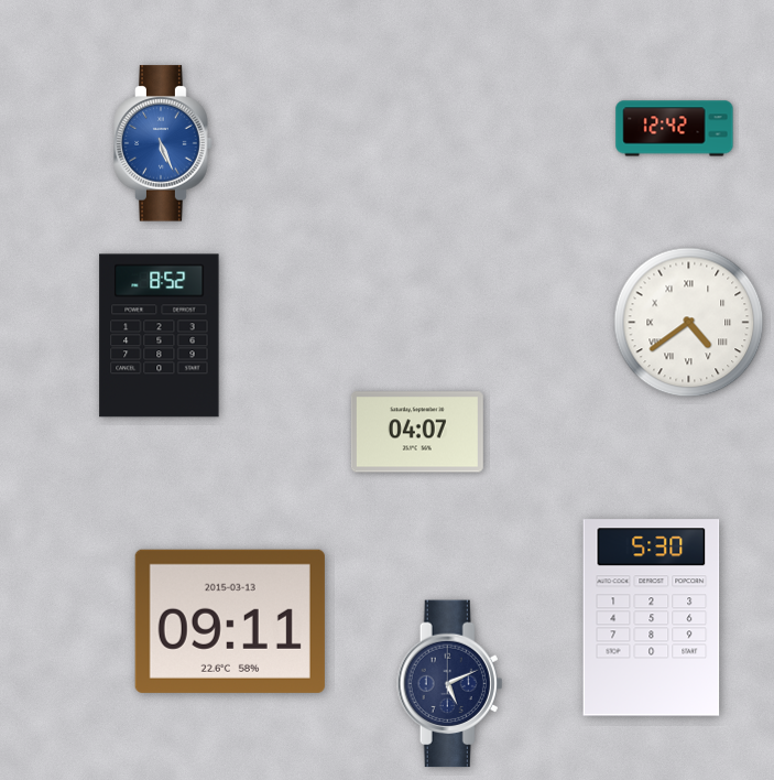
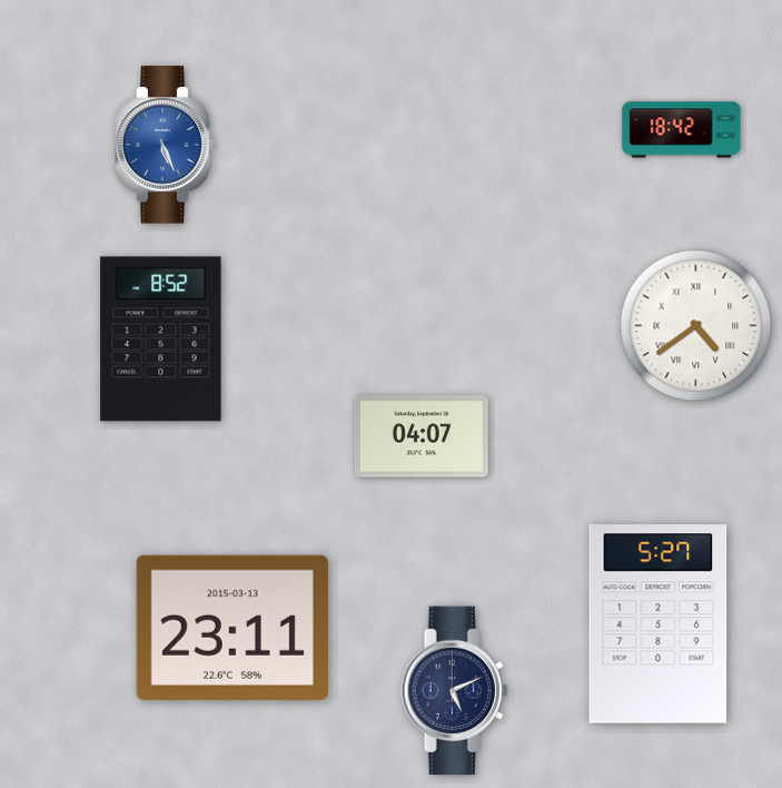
clock at (675, 129): 12:42 -> 18:42
clock at (652, 618): 5:30 -> 5:27
clock at (230, 621): 09:11 -> 23:11
